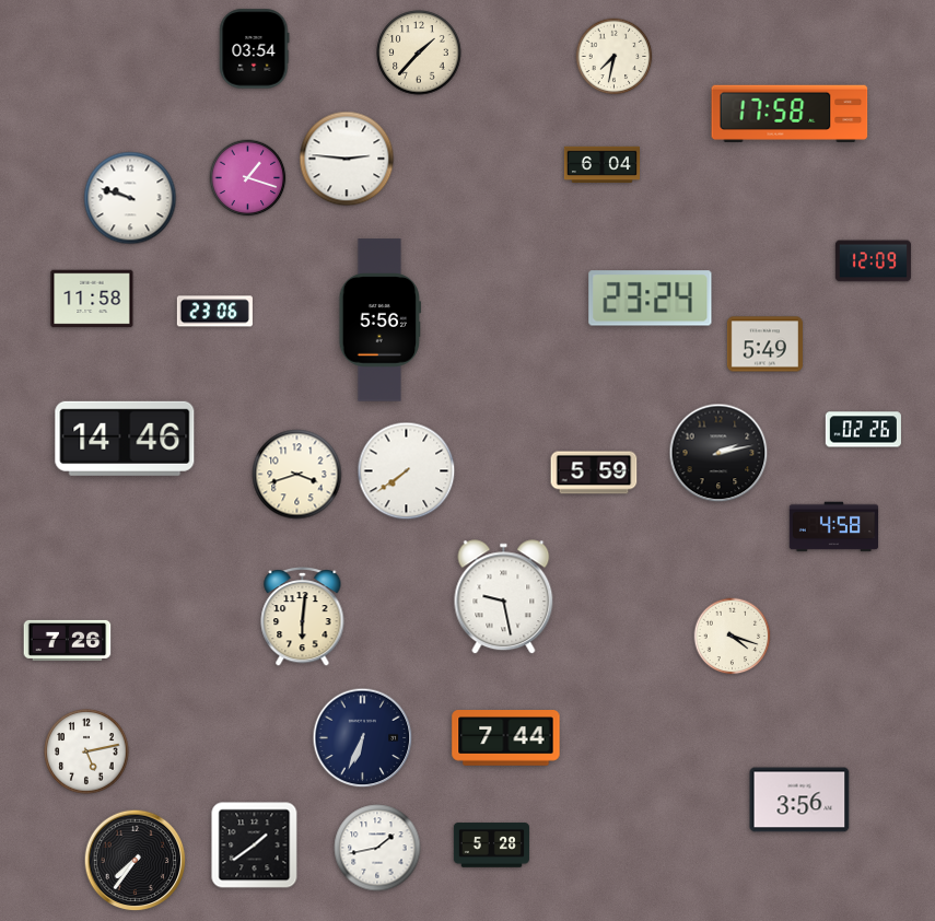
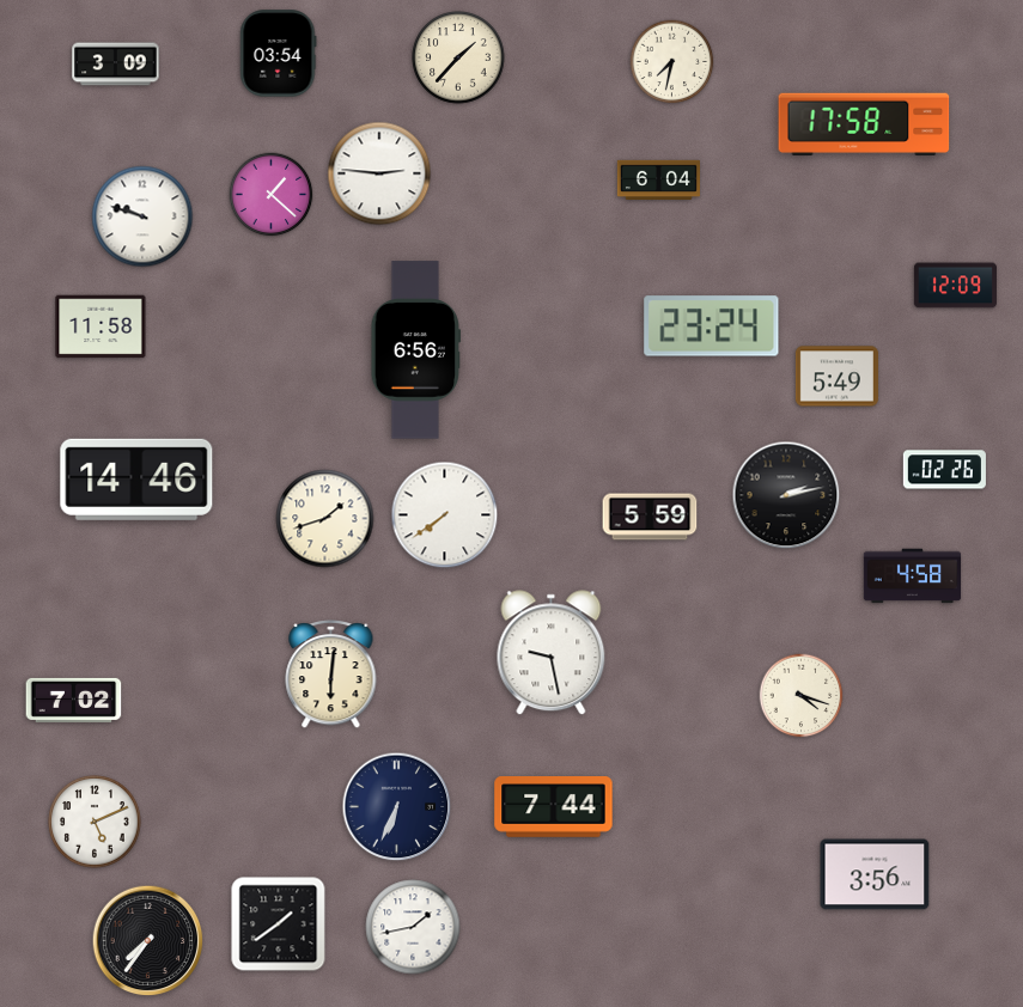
clock at (116, 65): none -> 3:09
clock at (248, 178): 1:18 -> 1:22
clock at (214, 312): 23:06 -> none
clock at (381, 320): 5:56 -> 6:56
clock at (297, 475): 3:42 -> 1:42
clock at (68, 640): 7:26 -> 7:02
clock at (86, 751): 5:13 -> 5:11
clock at (491, 846): 5:28 -> none
